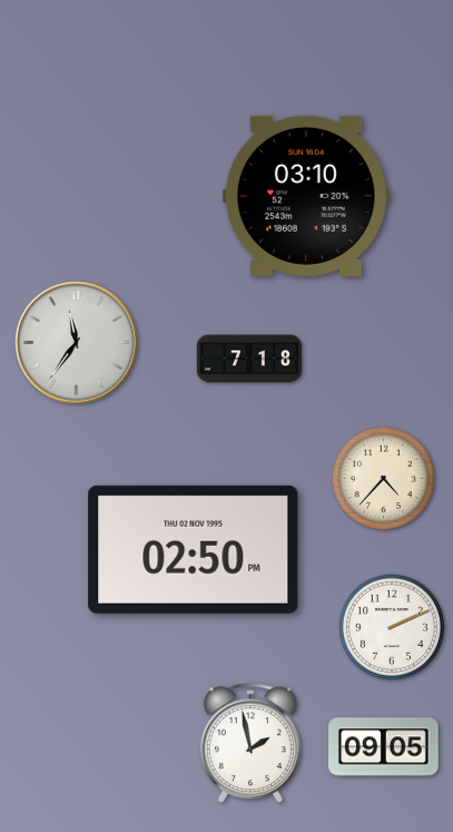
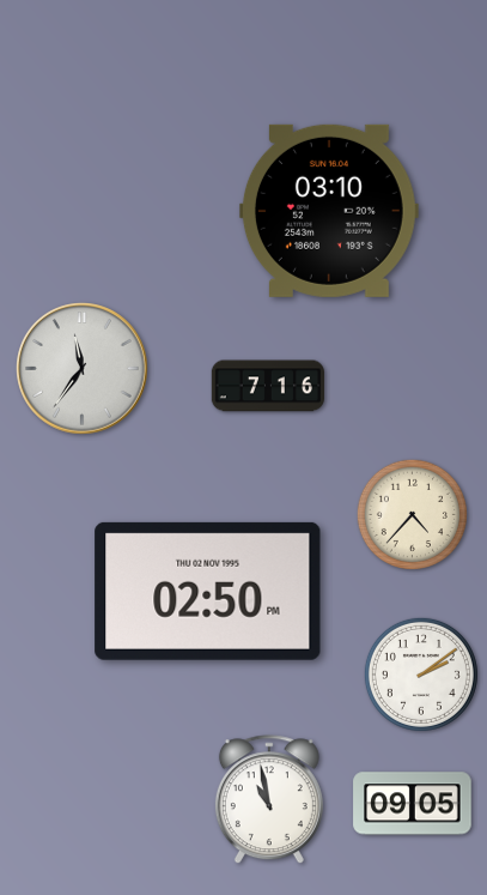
clock at (249, 359): 7:18 -> 7:16
clock at (392, 627): 2:11 -> 2:09
clock at (250, 744): 1:58 -> 10:58
